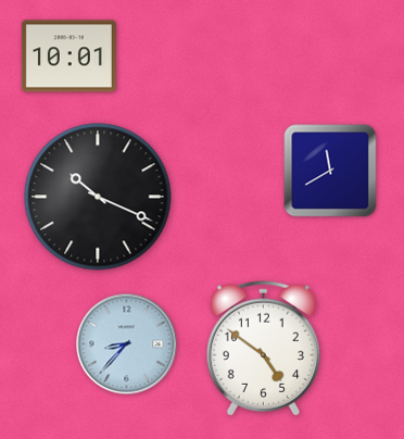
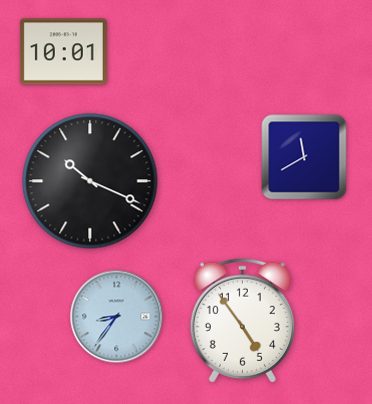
clock at (127, 344): 8:37 -> 8:36
clock at (263, 348): 4:51 -> 4:54
